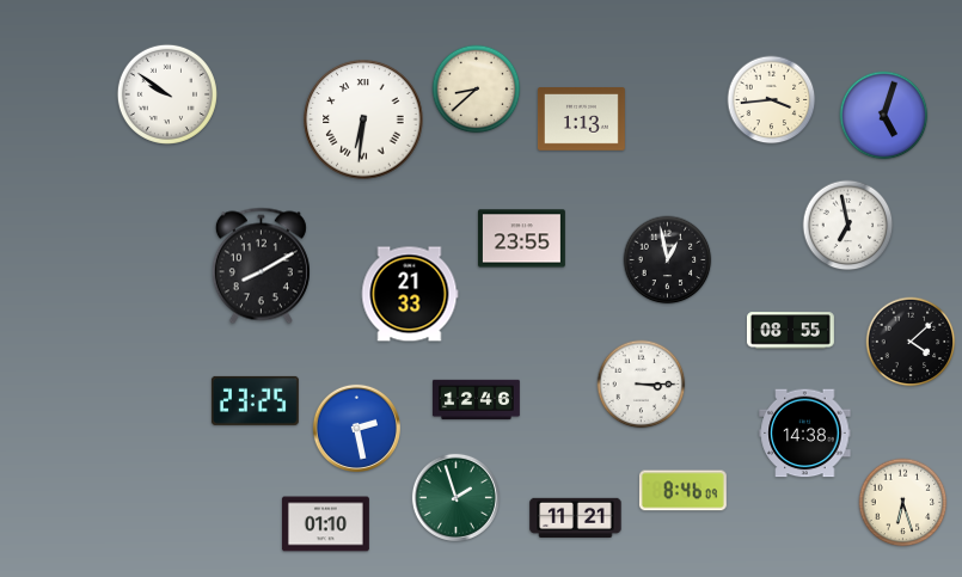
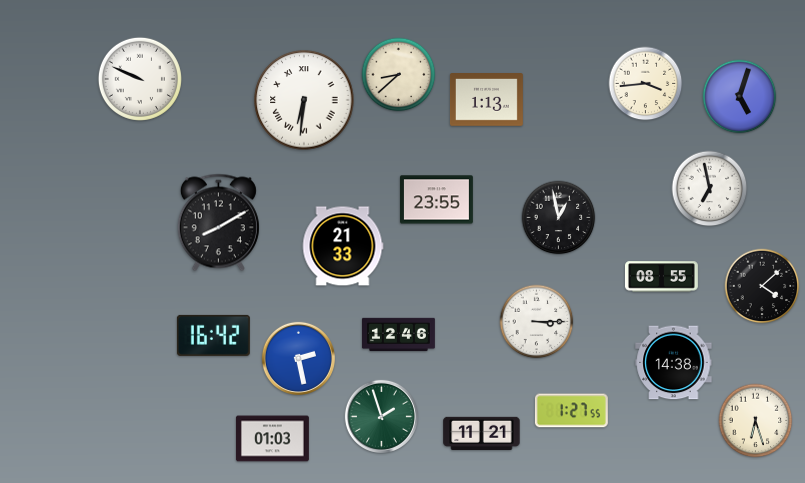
clock at (167, 94): 9:51 -> 9:49
clock at (255, 400): 23:25 -> 16:42
clock at (682, 491): 8:46 -> 1:27
clock at (325, 524): 01:10 -> 01:03
